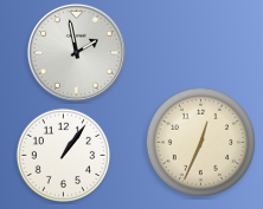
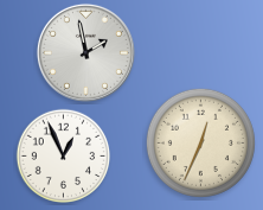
clock at (76, 52) position: (76, 52) -> (85, 52)
clock at (64, 156): 1:06 -> 12:56
